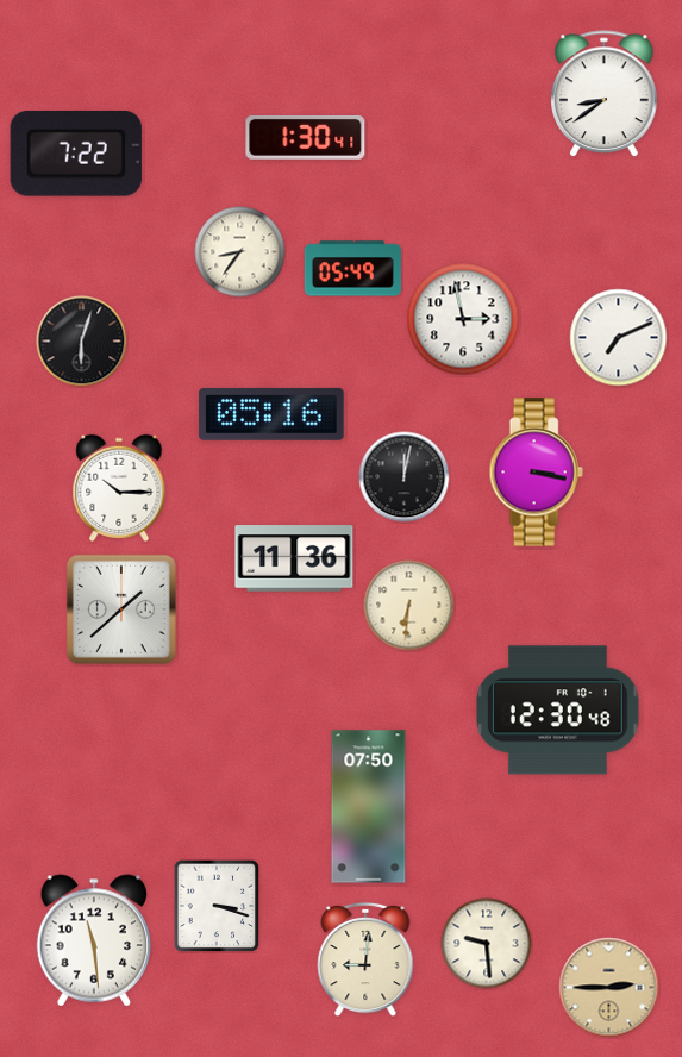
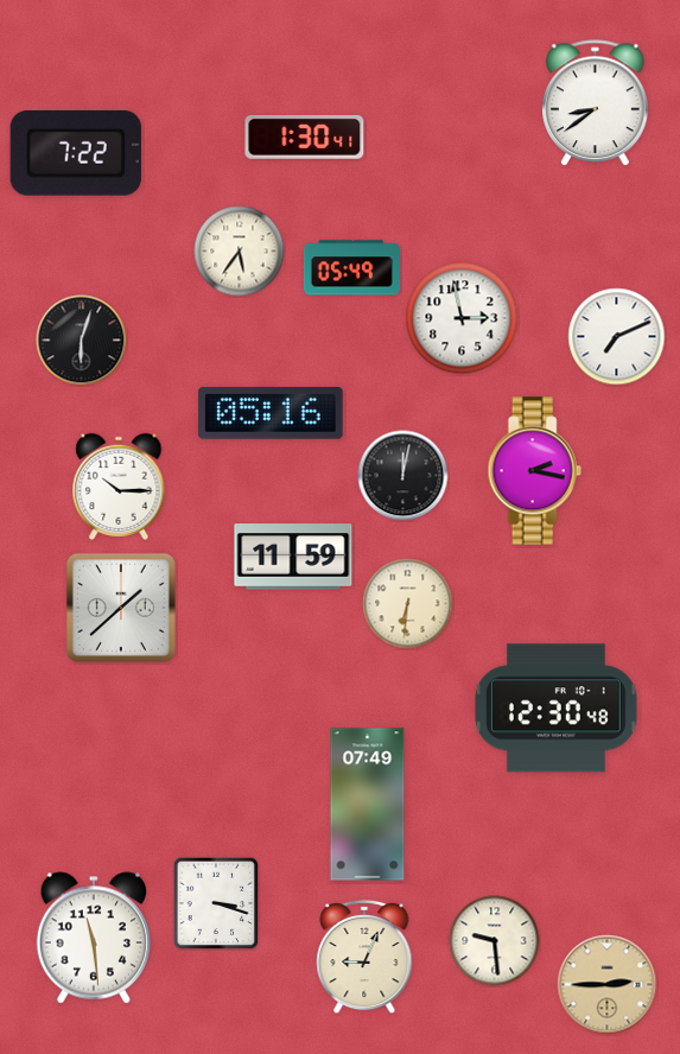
clock at (605, 94) position: (605, 94) -> (596, 103)
clock at (240, 252): 8:36 -> 5:36
clock at (536, 473): 3:17 -> 2:17
clock at (294, 558): 11:36 -> 11:59
clock at (369, 807): 07:50 -> 07:49
clock at (487, 944) position: (487, 944) -> (495, 941)
clock at (365, 959): 9:01 -> 9:04
